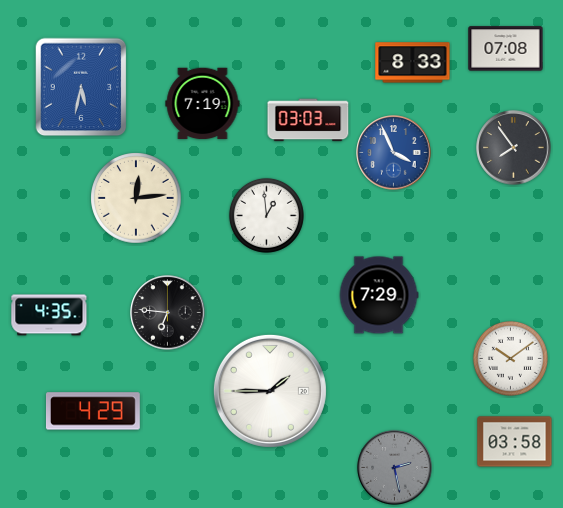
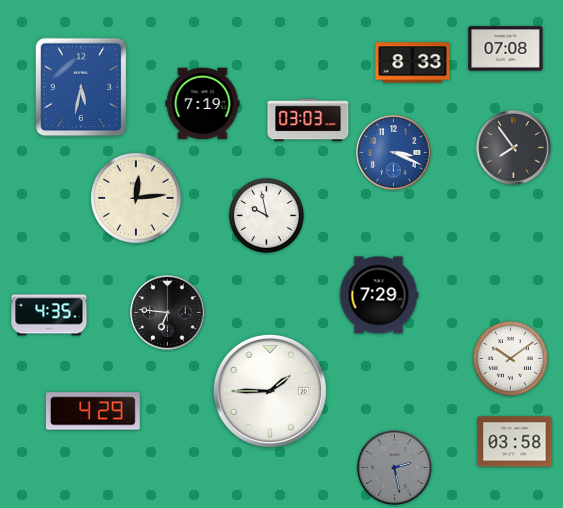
clock at (394, 153): 3:56 -> 3:19
clock at (266, 215): 12:59 -> 9:58
